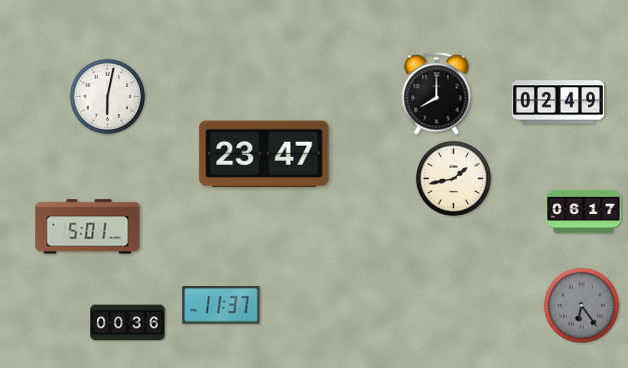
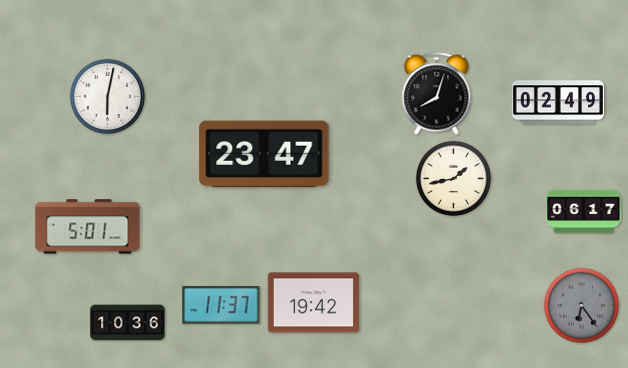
clock at (437, 94): 8:00 -> 8:03
clock at (314, 303): none -> 19:42
clock at (128, 323): 00:36 -> 10:36
